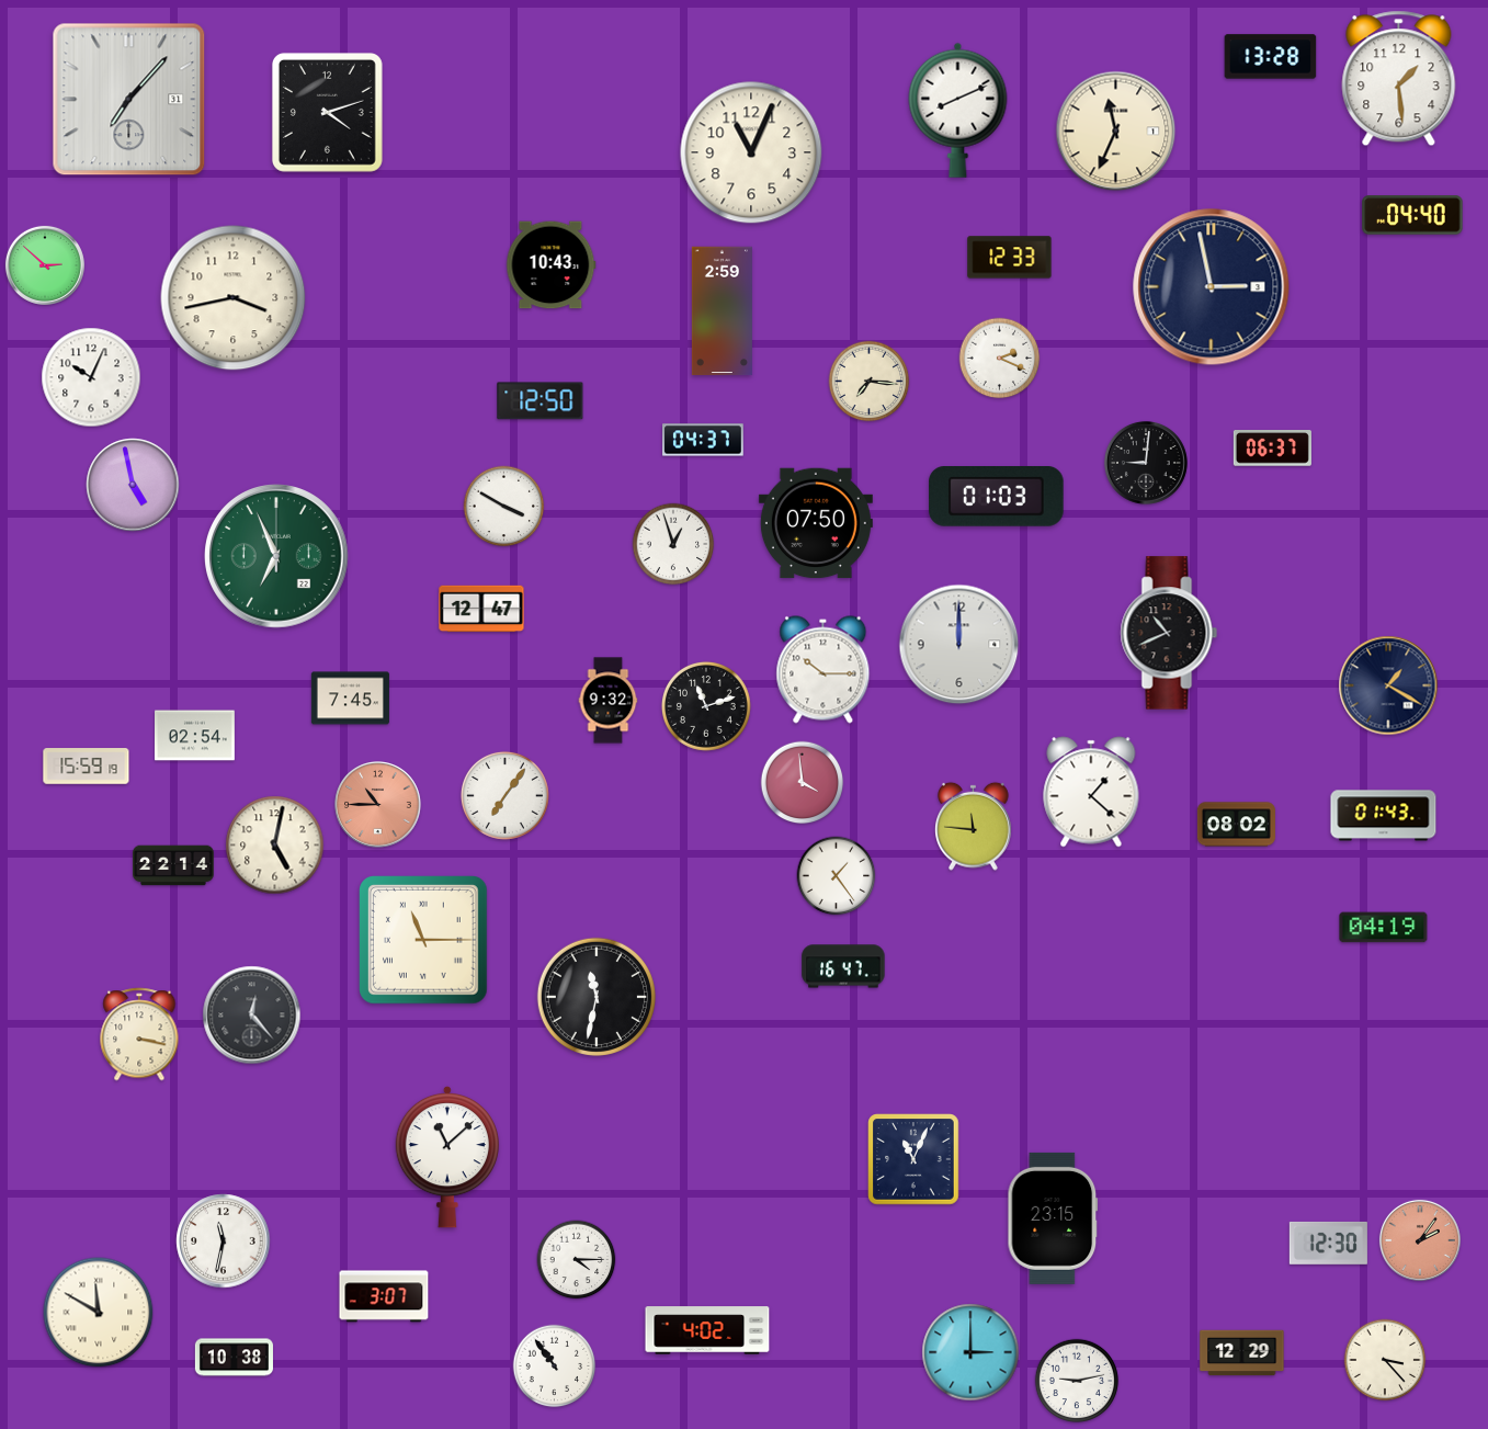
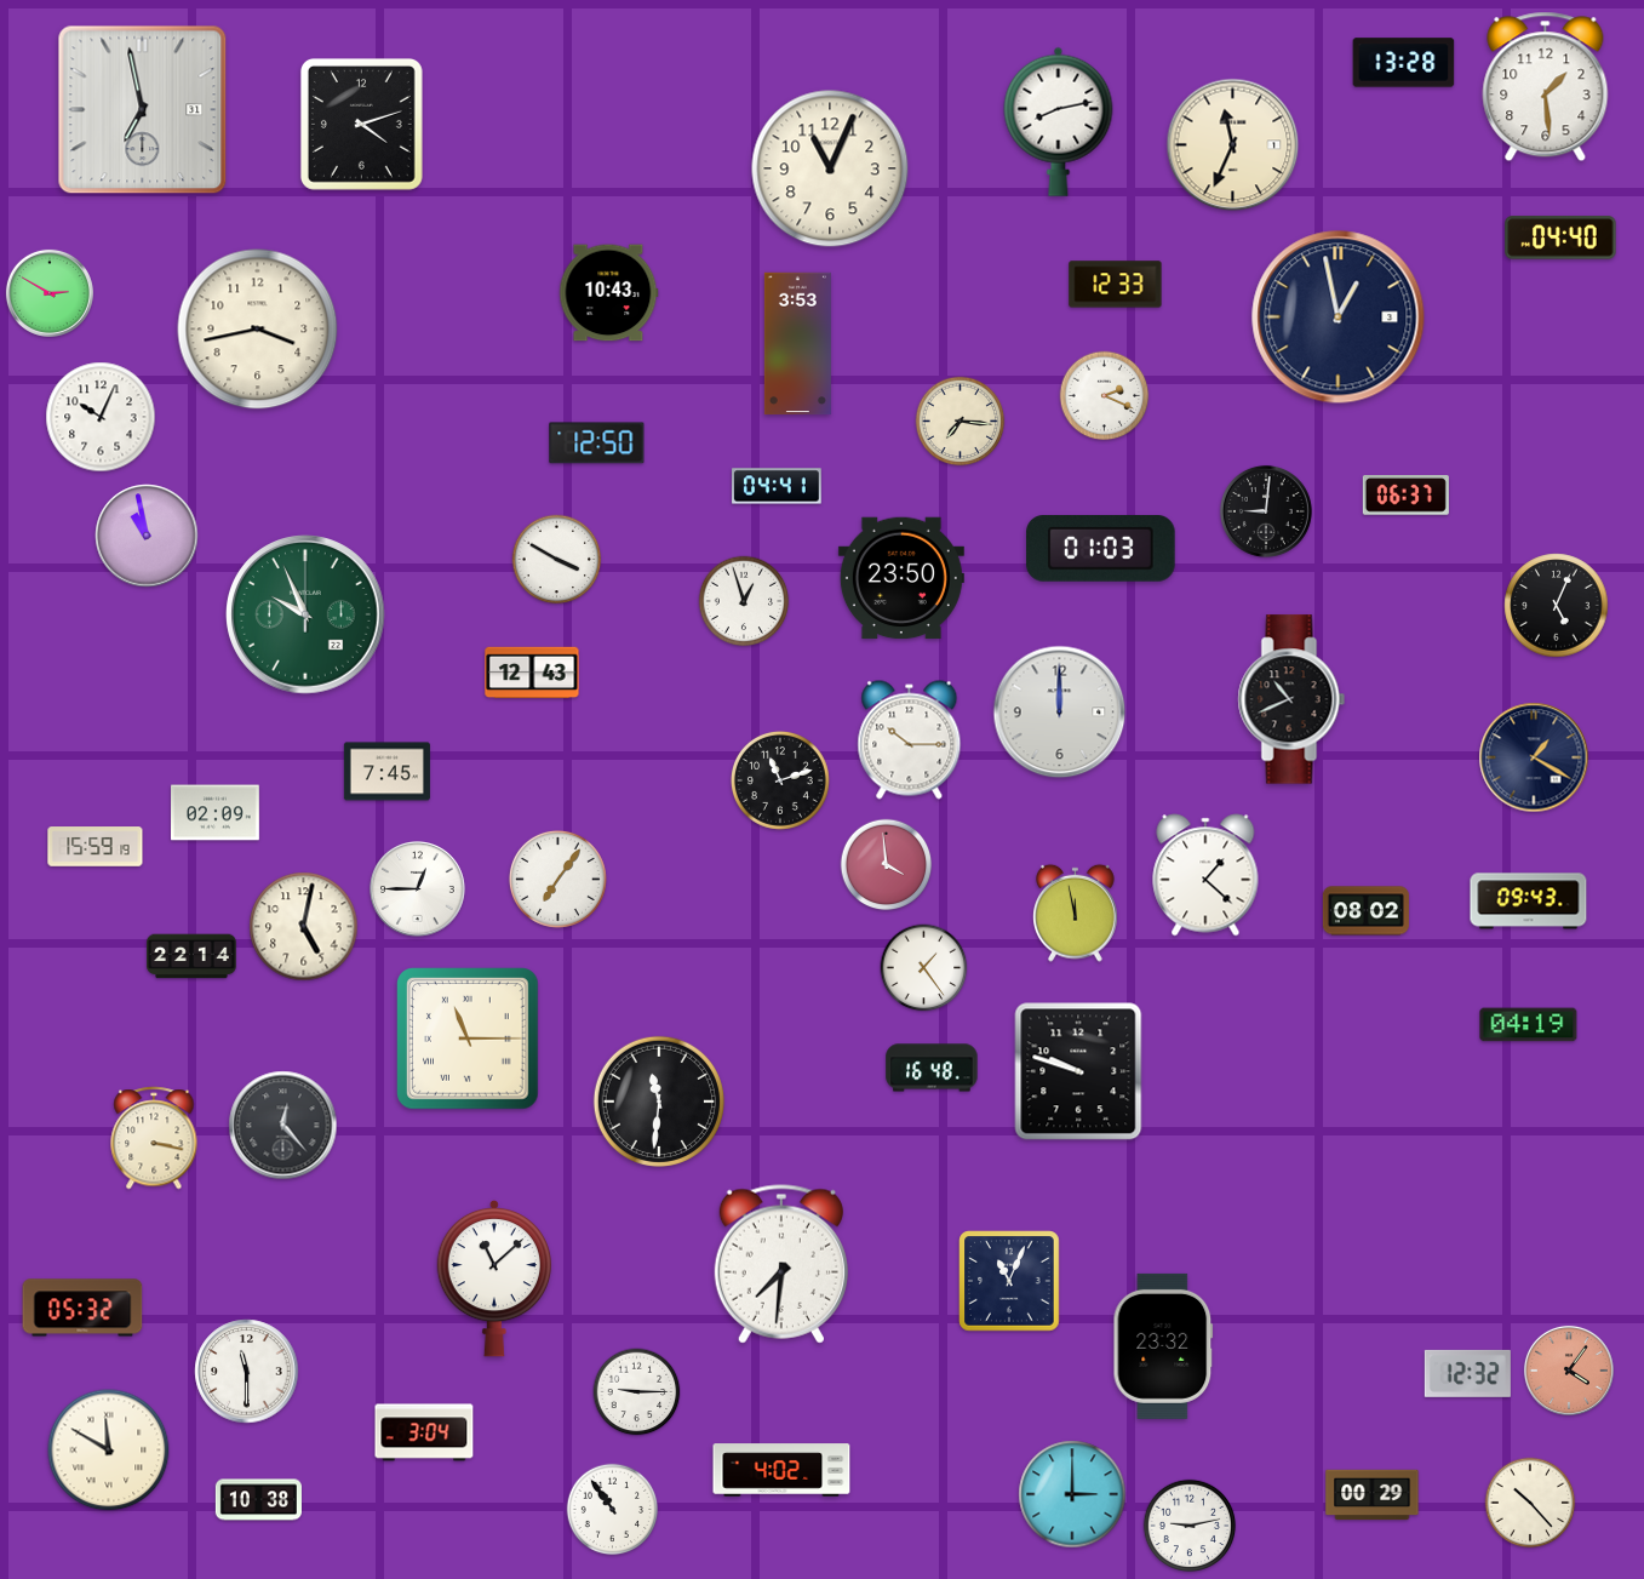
clock at (129, 100): 7:07 -> 6:58
clock at (958, 110): 8:11 -> 8:13
clock at (45, 265): 2:52 -> 2:50
clock at (1212, 287): 2:58 -> 12:58
clock at (722, 311): 2:59 -> 3:53
clock at (703, 440): 04:37 -> 04:41
clock at (133, 485): 4:58 -> 10:58
clock at (816, 523): 07:50 -> 23:50
clock at (1557, 606): none -> 5:04
clock at (276, 556): 6:56 -> 9:56
clock at (481, 609): 12:47 -> 12:43
clock at (609, 701): 9:32 -> none
clock at (195, 736): 02:54 -> 02:09
clock at (378, 805): 10:45 -> 12:45
clock at (378, 805) dial: salmon -> white
clock at (1384, 816): 01:43 -> 09:43
clock at (974, 826): 11:46 -> 11:58
clock at (275, 846) position: (275, 846) -> (304, 927)
clock at (843, 966): 16:47 -> 16:48
clock at (1078, 1071): none -> 9:48
clock at (597, 997): 11:32 -> 11:31
clock at (252, 1016) position: (252, 1016) -> (283, 1126)
clock at (139, 1034) position: (139, 1034) -> (154, 1138)
clock at (781, 1264): none -> 7:31
clock at (82, 1308): none -> 05:32
clock at (1053, 1218): 23:15 -> 23:32
clock at (1420, 1240): 2:06 -> 4:06
clock at (224, 1241): 11:32 -> 11:30
clock at (1328, 1243): 12:30 -> 12:32
clock at (577, 1260): 4:15 -> 9:15
clock at (384, 1296): 3:07 -> 3:04
clock at (1242, 1353): 12:29 -> 00:29
clock at (1385, 1360): 3:23 -> 10:23
